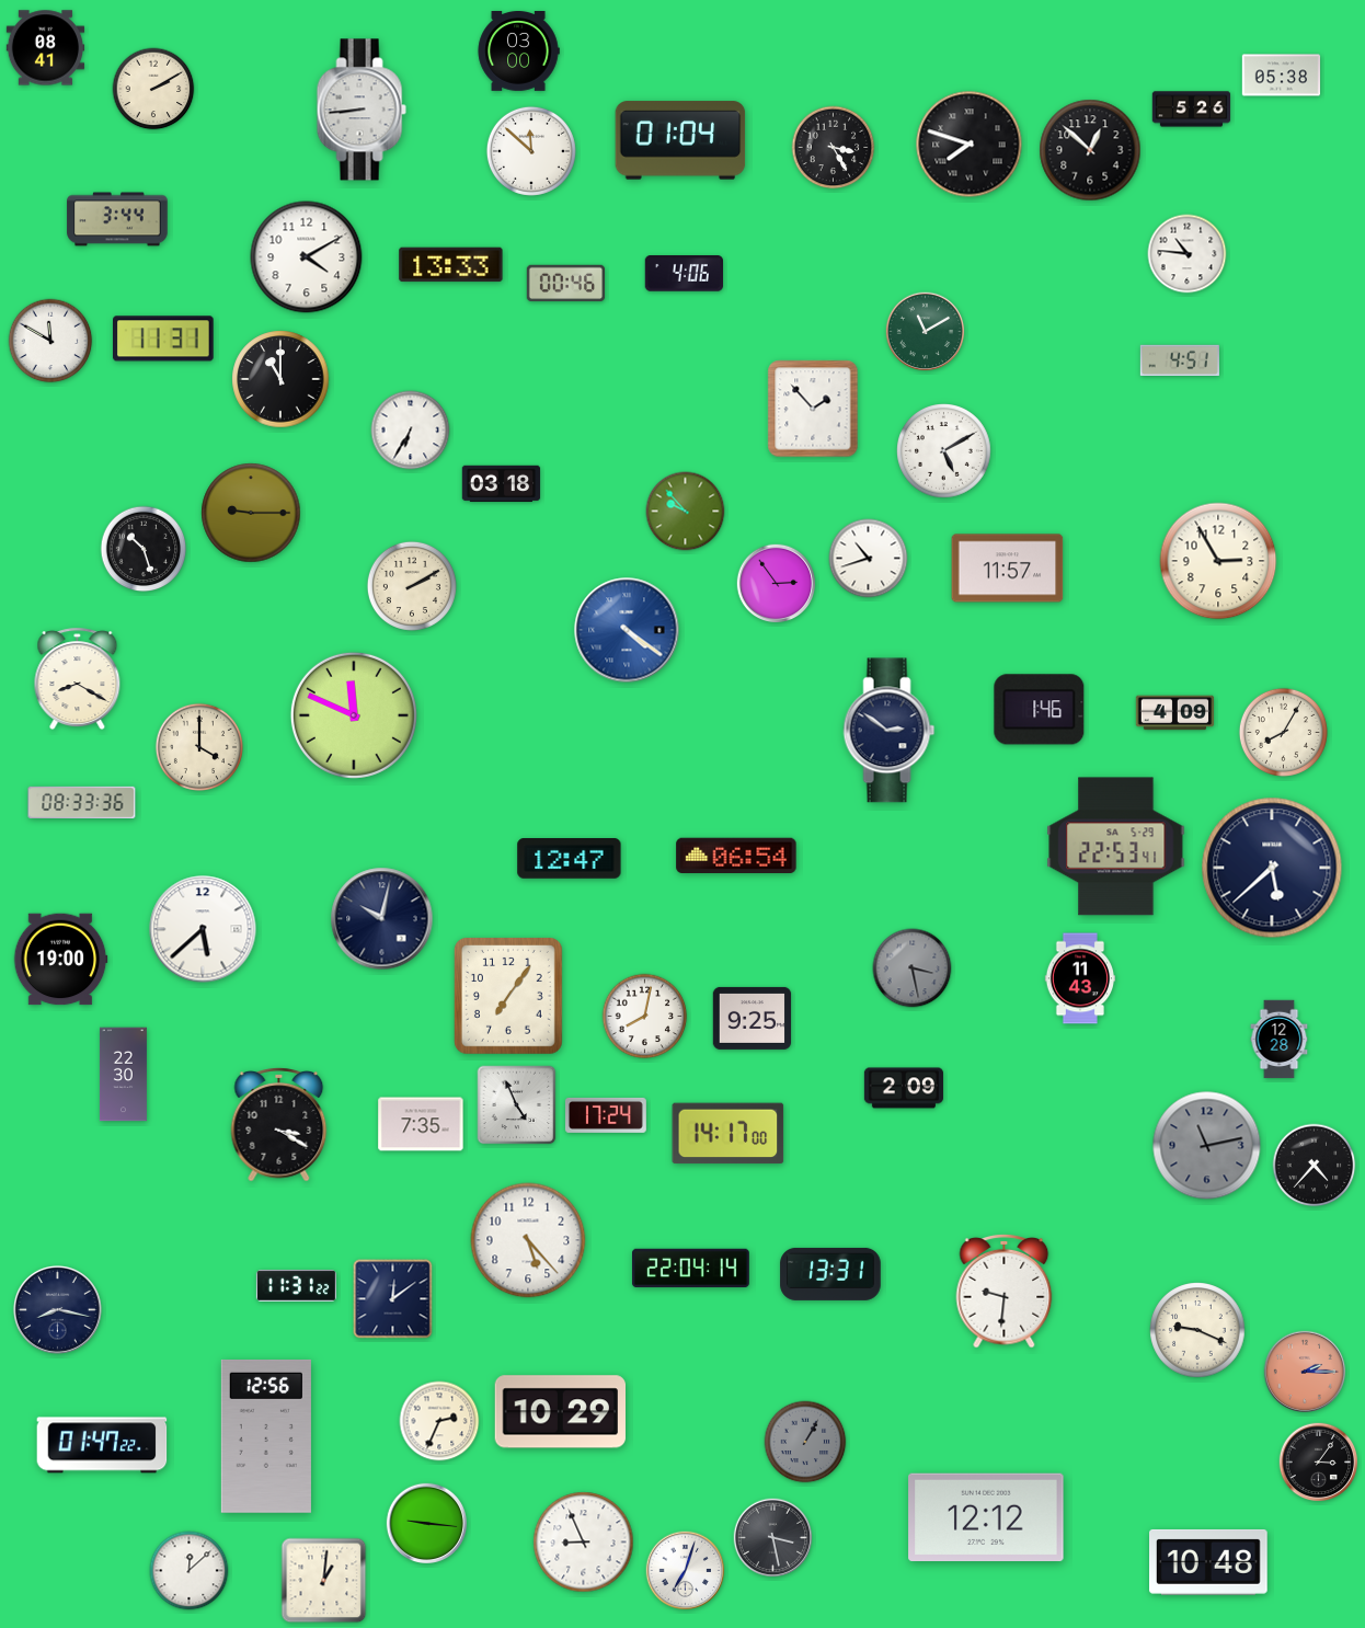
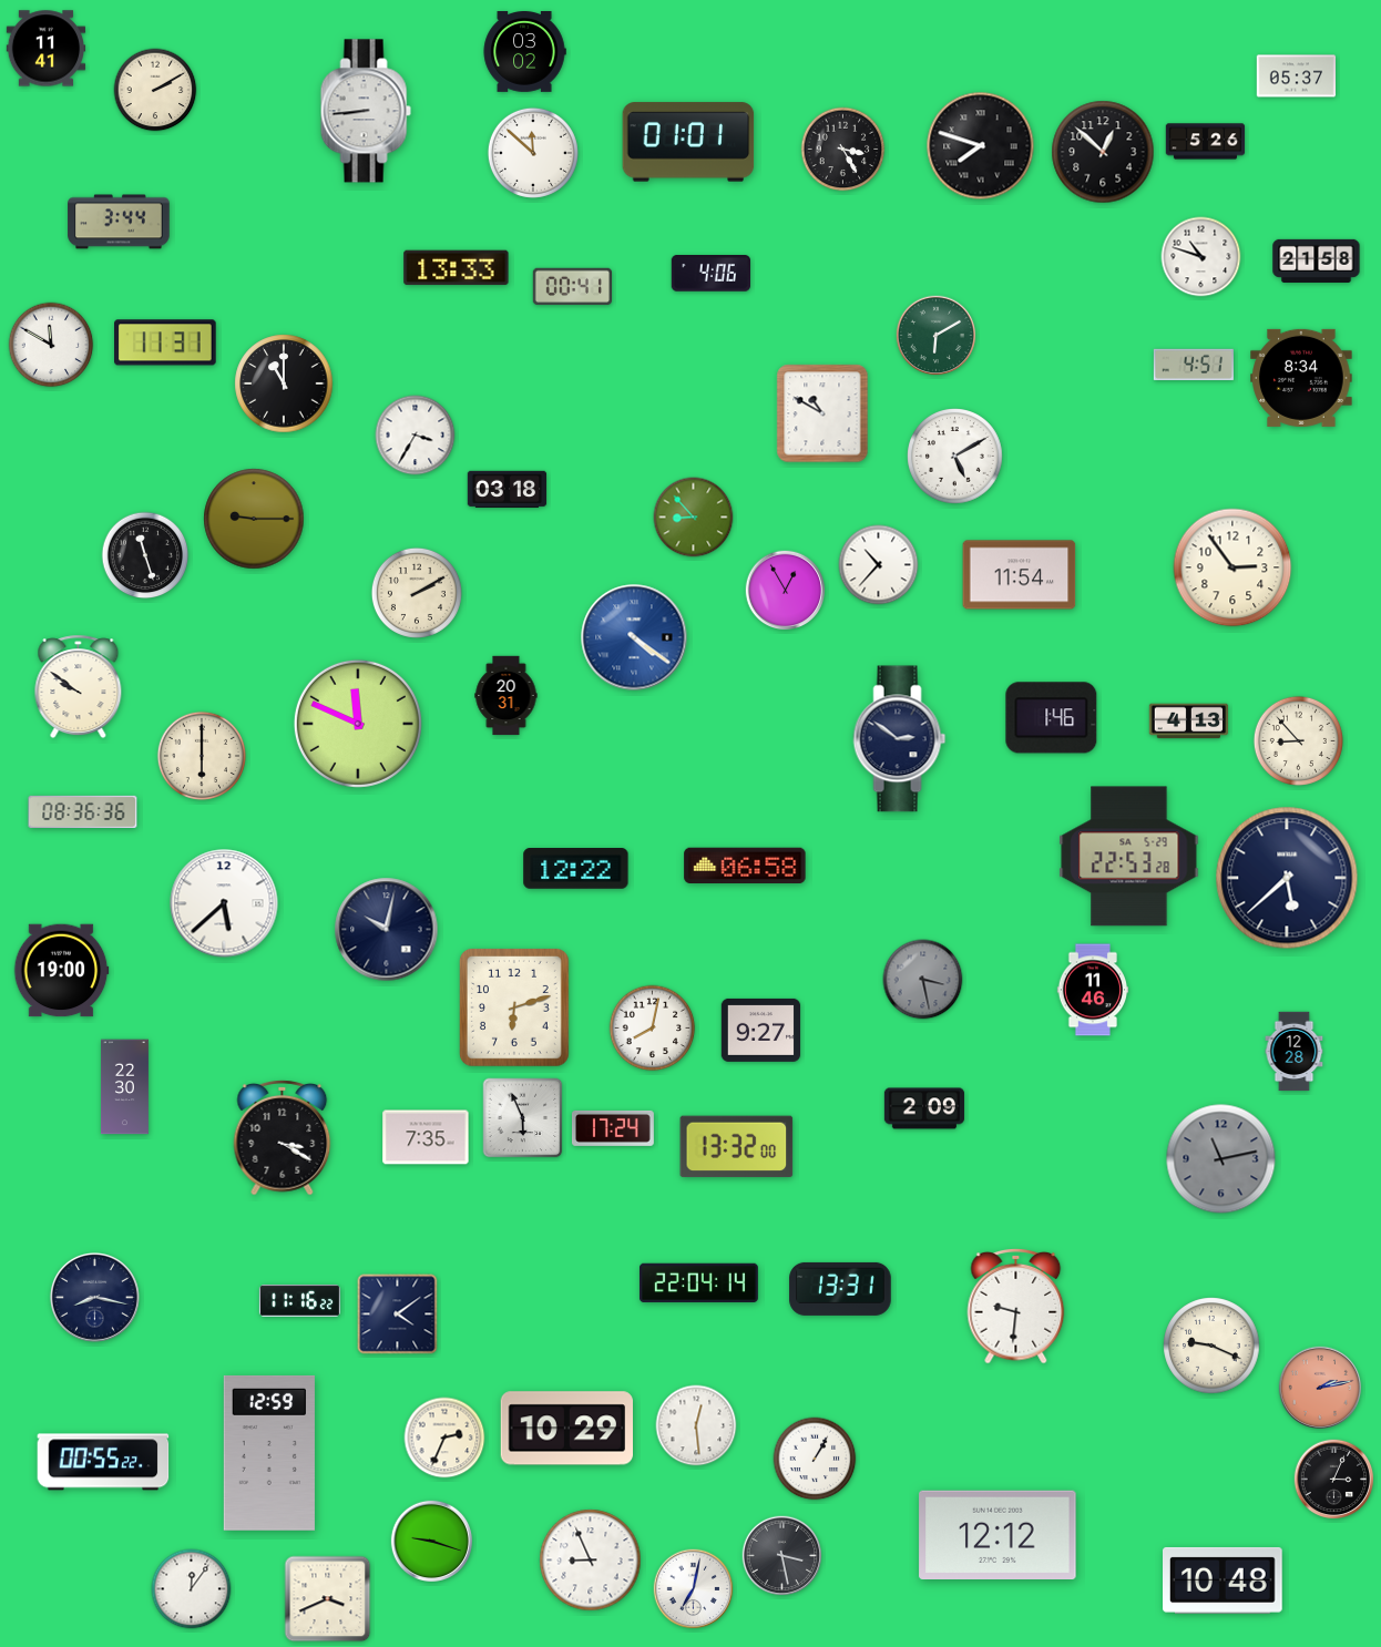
clock at (46, 48): 08:41 -> 11:41
clock at (518, 51): 03:00 -> 03:02
clock at (1282, 76): 05:38 -> 05:37
clock at (1192, 110) position: (1192, 110) -> (1206, 142)
clock at (680, 140): 01:04 -> 01:01
clock at (531, 151) position: (531, 151) -> (533, 153)
clock at (1188, 254): 10:46 -> 10:48
clock at (307, 257): 4:10 -> none
clock at (1317, 260): none -> 21:58
clock at (684, 274) position: (684, 274) -> (710, 274)
clock at (566, 284): 00:46 -> 00:41
clock at (926, 332): 11:10 -> 6:10
clock at (1301, 378): none -> 8:34
clock at (813, 409): 1:53 -> 10:50
clock at (411, 431): 6:35 -> 3:35
clock at (686, 512): 9:53 -> 8:53
clock at (144, 549): 10:27 -> 11:27
clock at (869, 559): 10:42 -> 10:37
clock at (1218, 561): 2:55 -> 2:54
clock at (1008, 569): 11:57 -> 11:54
clock at (777, 584): 2:54 -> 12:55
clock at (78, 679): 8:20 -> 9:51
clock at (507, 696): none -> 20:31
clock at (1175, 713): 4:09 -> 4:13
clock at (1283, 732): 8:05 -> 8:53
clock at (198, 746): 4:00 -> 6:00
clock at (82, 802): 08:33 -> 08:36
clock at (1116, 847): 22:53:41 -> 22:53:28
clock at (736, 855): 06:54 -> 06:58
clock at (570, 859): 12:47 -> 12:22
clock at (203, 929) position: (203, 929) -> (224, 903)
clock at (1079, 978): 11:43 -> 11:46
clock at (508, 996): 7:06 -> 6:12
clock at (753, 1018): 9:25 -> 9:27
clock at (904, 1088) position: (904, 1088) -> (924, 1108)
clock at (517, 1105): 4:56 -> 5:56
clock at (729, 1134): 14:17 -> 13:32
clock at (1315, 1166): 4:37 -> none
clock at (528, 1240): 5:23 -> none
clock at (296, 1286): 11:31 -> 11:16
clock at (393, 1299): 12:09 -> 4:09
clock at (57, 1309) position: (57, 1309) -> (94, 1297)
clock at (1304, 1371): 2:15 -> 2:13
clock at (696, 1425): none -> 12:29
clock at (266, 1436): 12:56 -> 12:59
clock at (805, 1442) dial: grey -> white
clock at (102, 1445): 01:47 -> 00:55
clock at (1319, 1463): 3:06 -> 3:04
clock at (426, 1523): 9:16 -> 9:18
clock at (190, 1571): 12:08 -> 12:06
clock at (686, 1571): 7:03 -> 7:02
clock at (324, 1581): 1:01 -> 3:41
